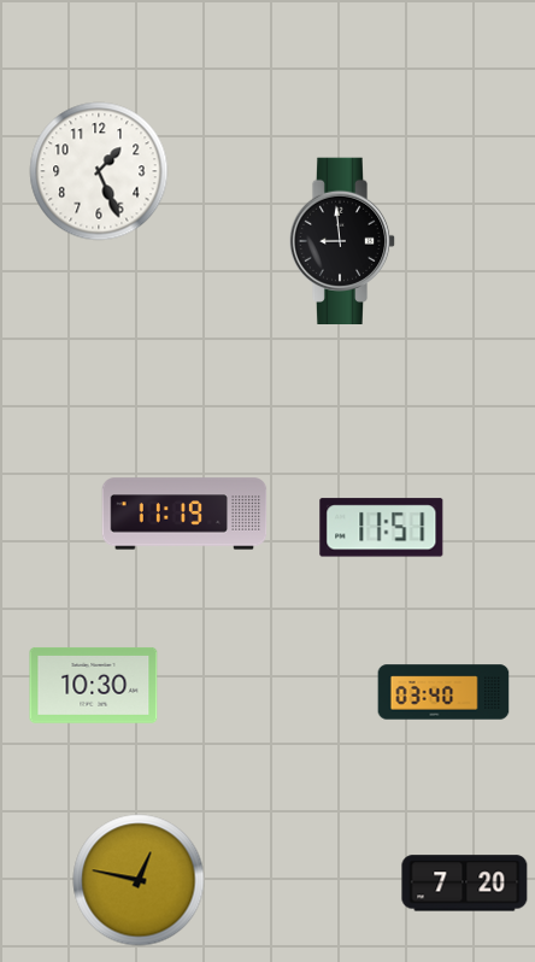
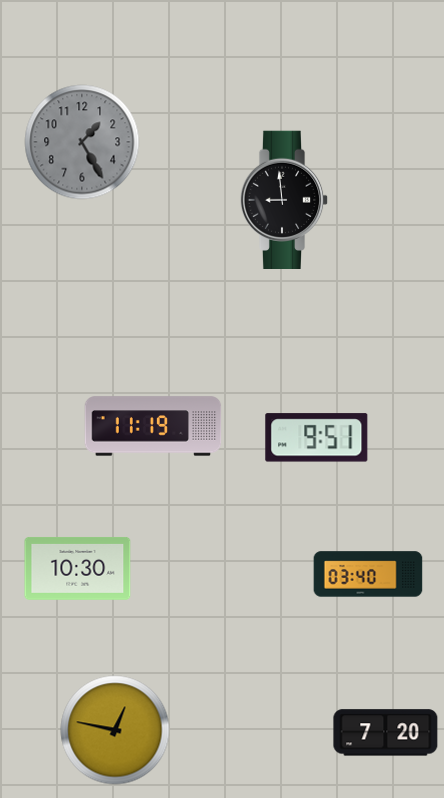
clock at (99, 171): 1:26 -> 1:25
clock at (99, 171) dial: white -> grey
clock at (382, 528): 11:51 -> 9:51
